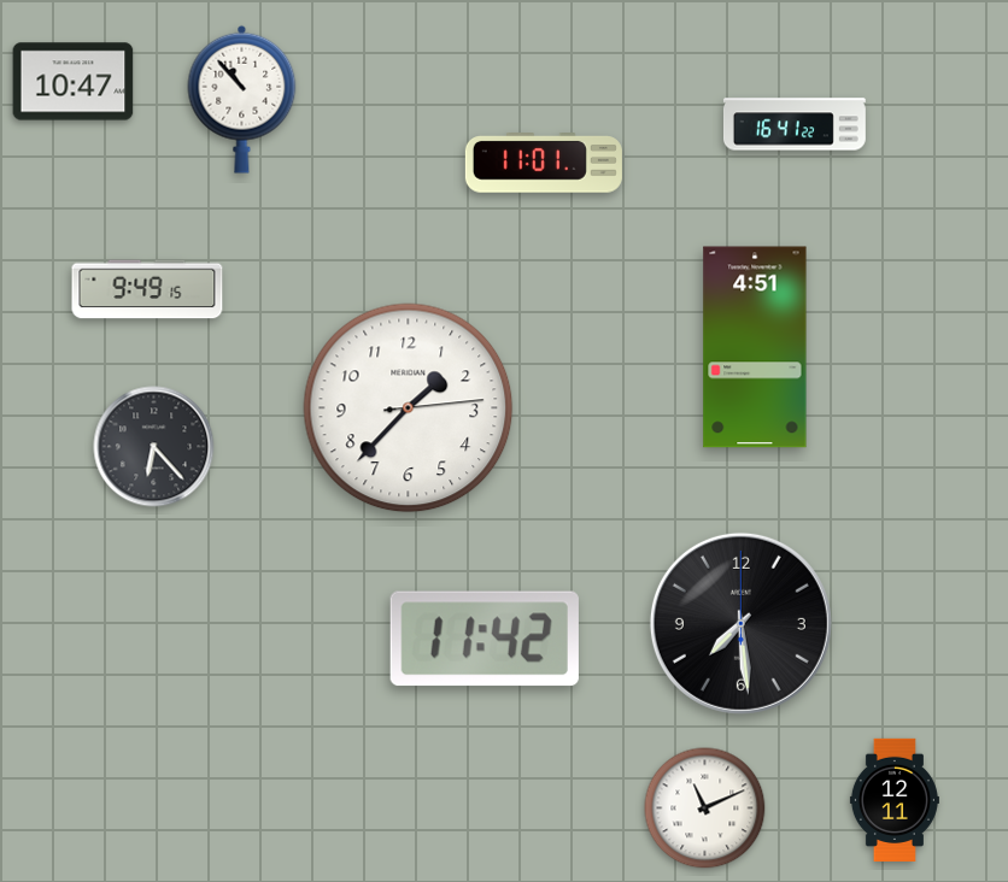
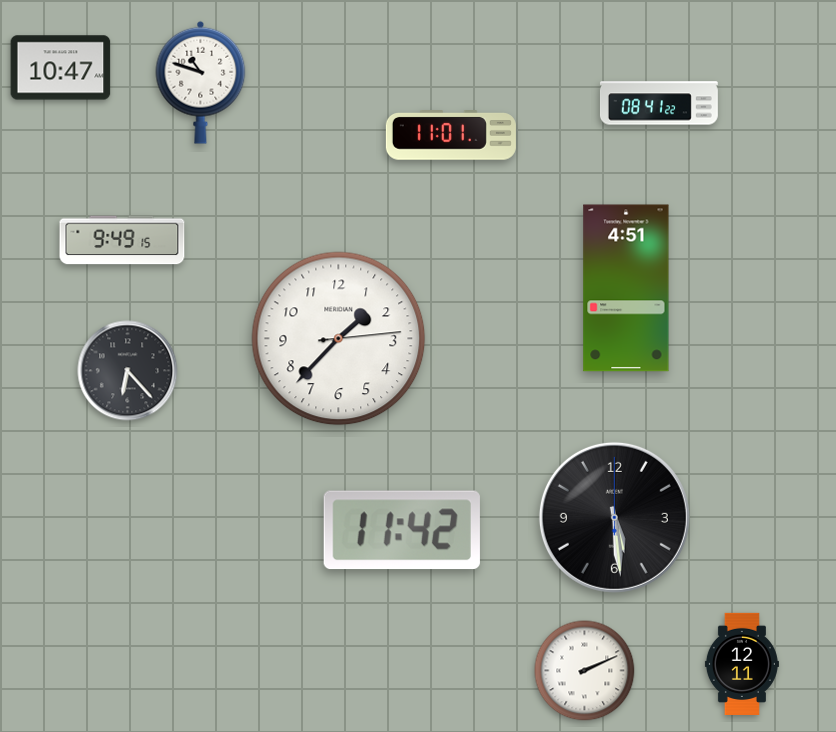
clock at (242, 99): 10:53 -> 10:48
clock at (795, 124): 16:41 -> 08:41
clock at (740, 623): 7:29 -> 5:29
clock at (705, 808): 11:11 -> 2:11
